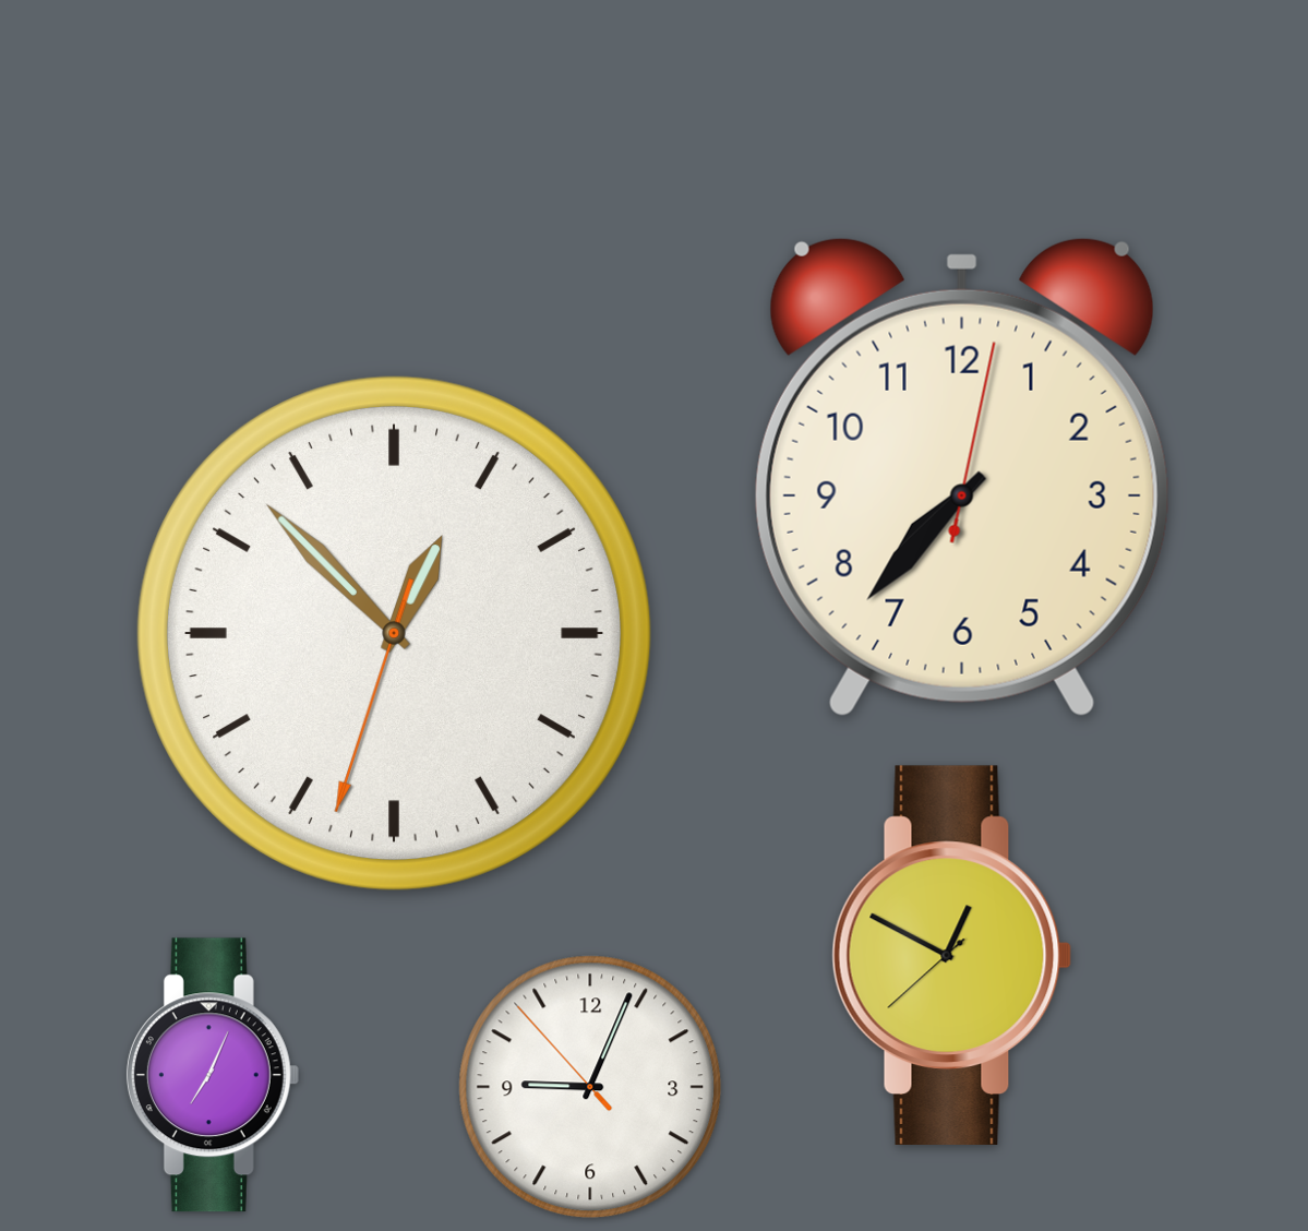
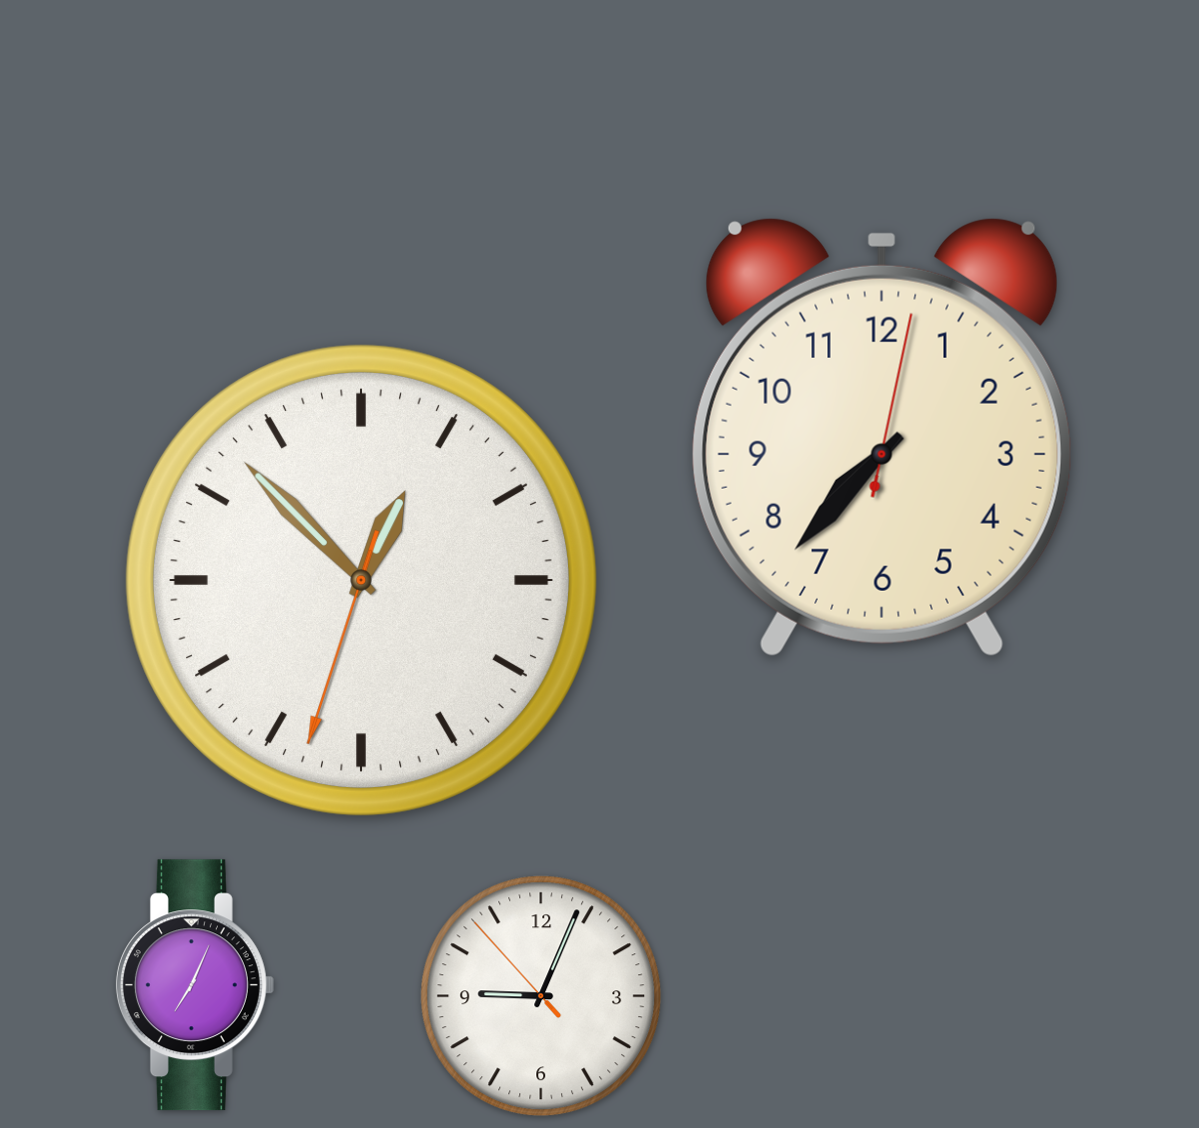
clock at (952, 955): 12:49 -> none
